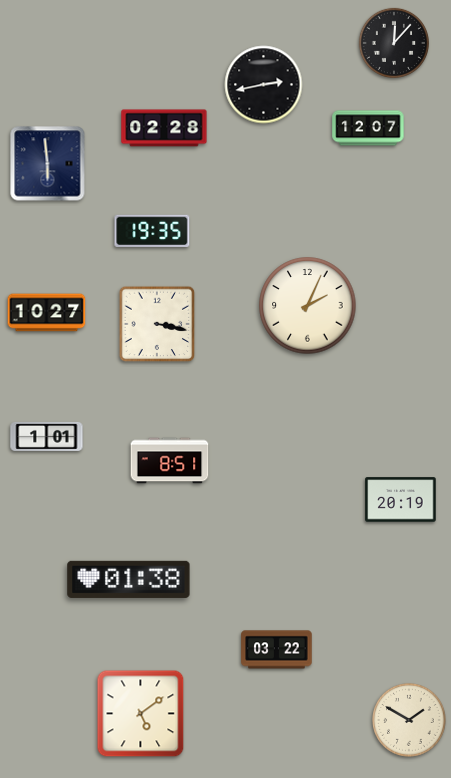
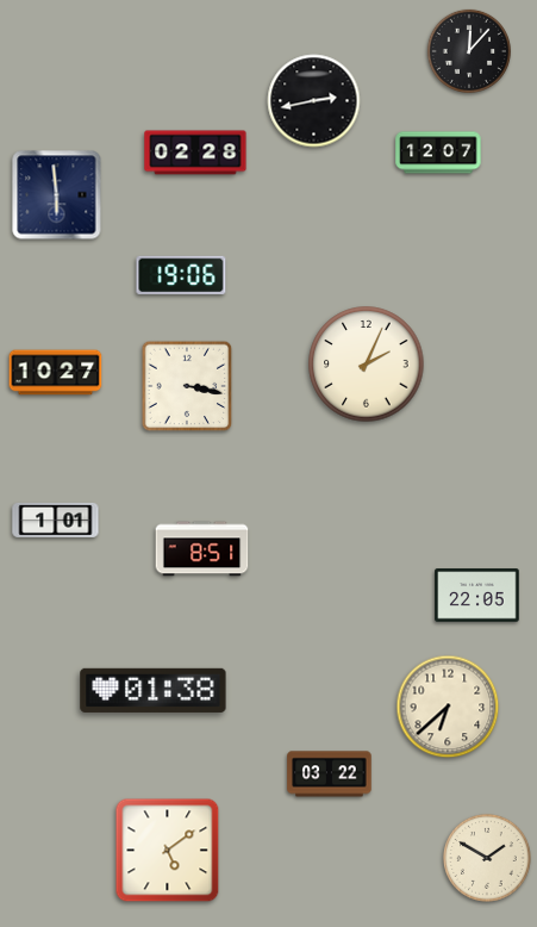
clock at (152, 231): 19:35 -> 19:06
clock at (401, 500): 20:19 -> 22:05
clock at (448, 707): none -> 6:38
